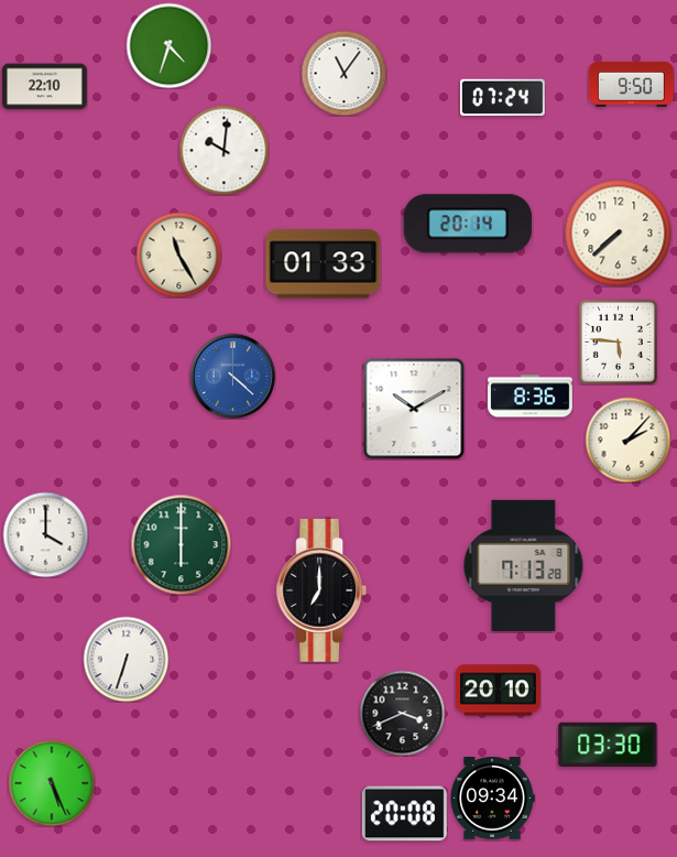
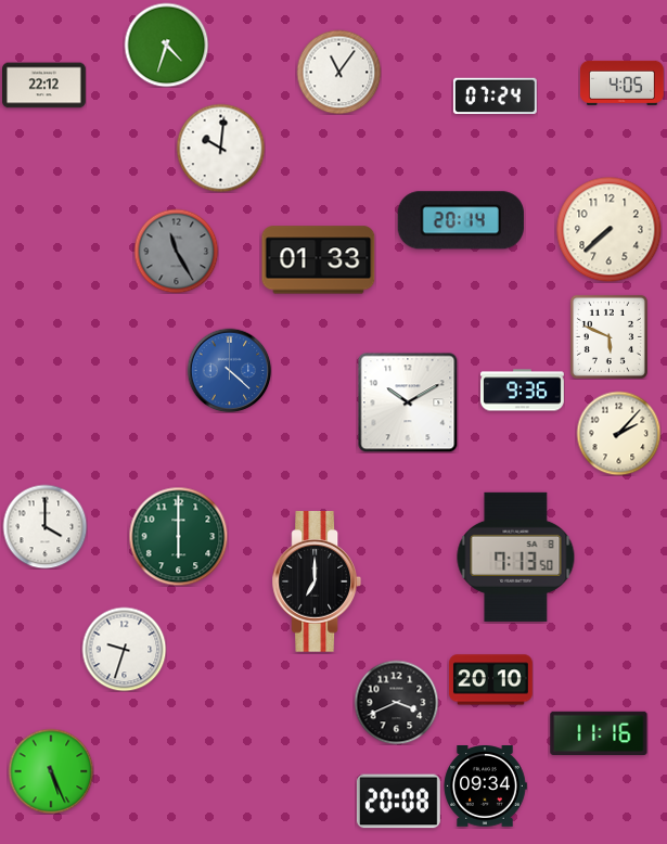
clock at (631, 84): 9:50 -> 4:05
clock at (45, 87): 22:10 -> 22:12
clock at (178, 254) dial: cream -> grey
clock at (618, 341): 5:46 -> 5:49
clock at (531, 397): 8:36 -> 9:36
clock at (524, 565): 7:13:28 -> 7:13:50
clock at (125, 659): 6:33 -> 9:33
clock at (608, 745): 03:30 -> 11:16
